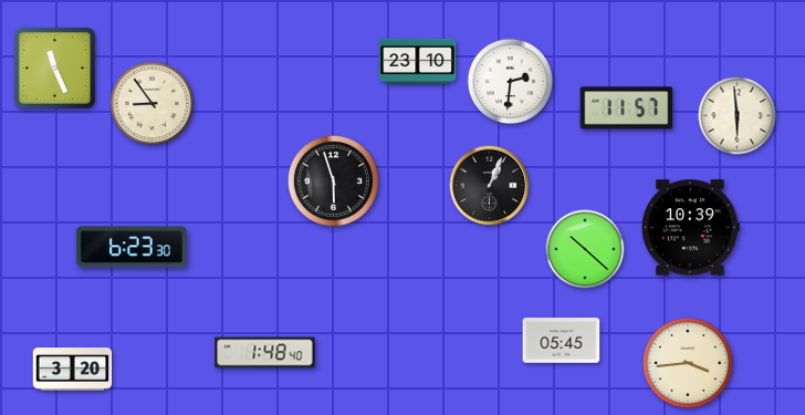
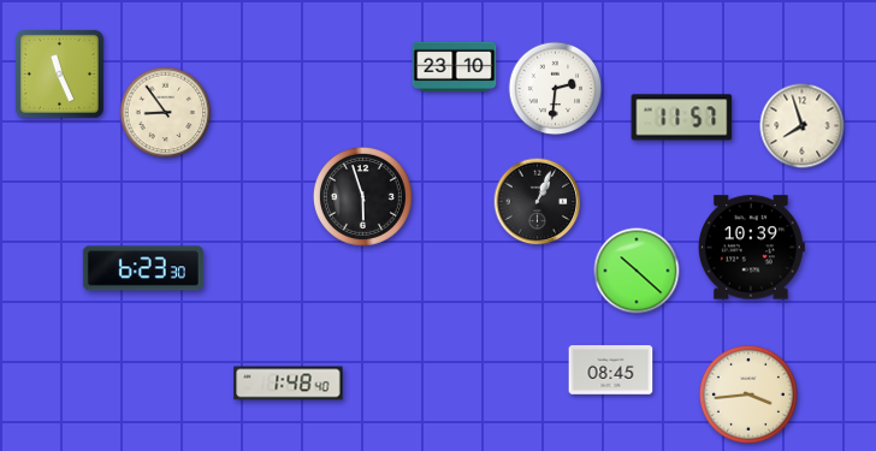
clock at (738, 116): 5:59 -> 7:57
clock at (490, 186) position: (490, 186) -> (538, 202)
clock at (562, 341): 05:45 -> 08:45
clock at (73, 370): 3:20 -> none
